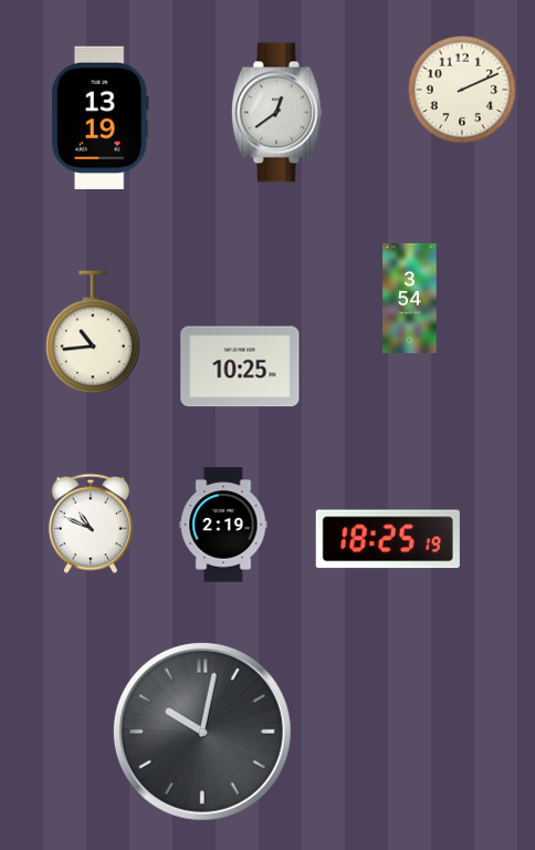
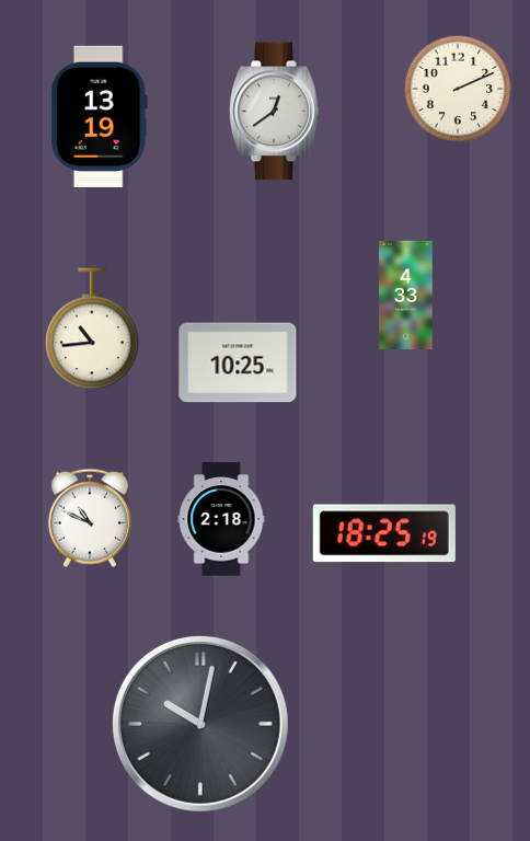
clock at (410, 298): 3:54 -> 4:33
clock at (223, 525): 2:19 -> 2:18
